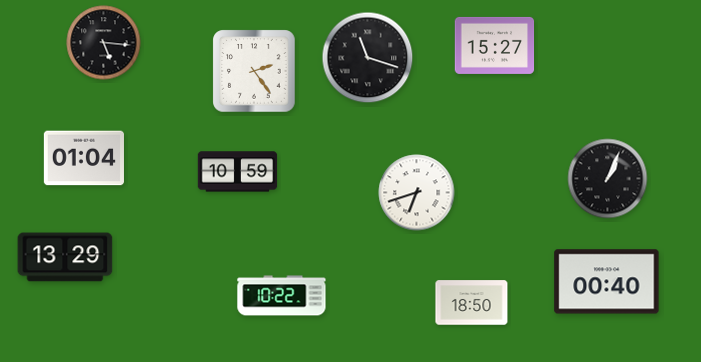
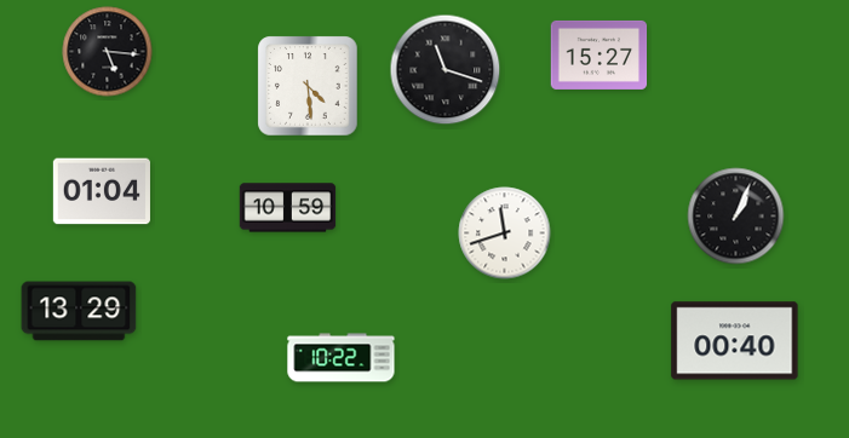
clock at (104, 43) position: (104, 43) -> (108, 52)
clock at (254, 71): 2:24 -> 4:29
clock at (417, 193): 6:42 -> 11:42
clock at (472, 303): 18:50 -> none
